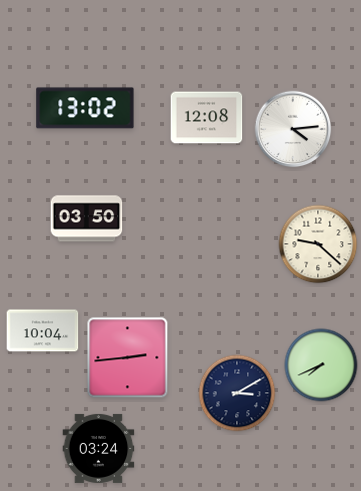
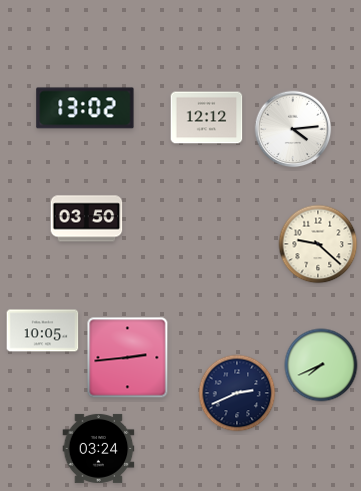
clock at (207, 118): 12:08 -> 12:12
clock at (43, 331): 10:04 -> 10:05
clock at (237, 393): 3:10 -> 2:41
